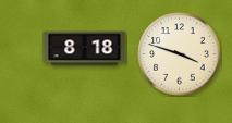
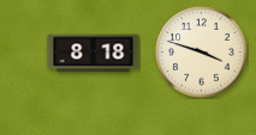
clock at (180, 54) position: (180, 54) -> (202, 53)
